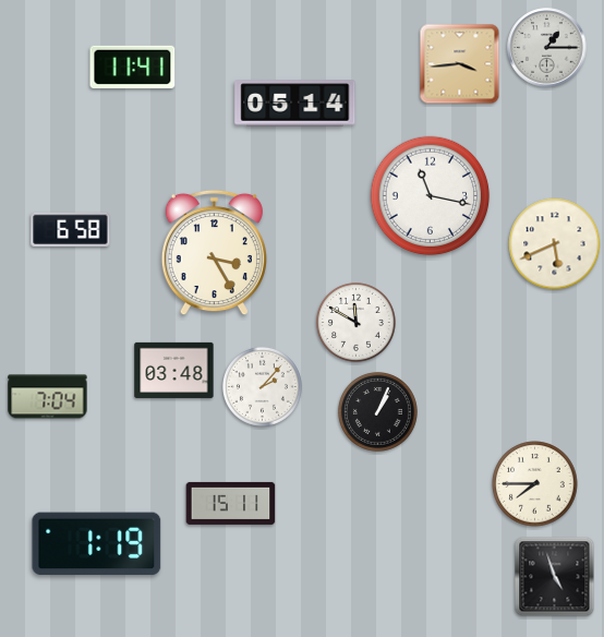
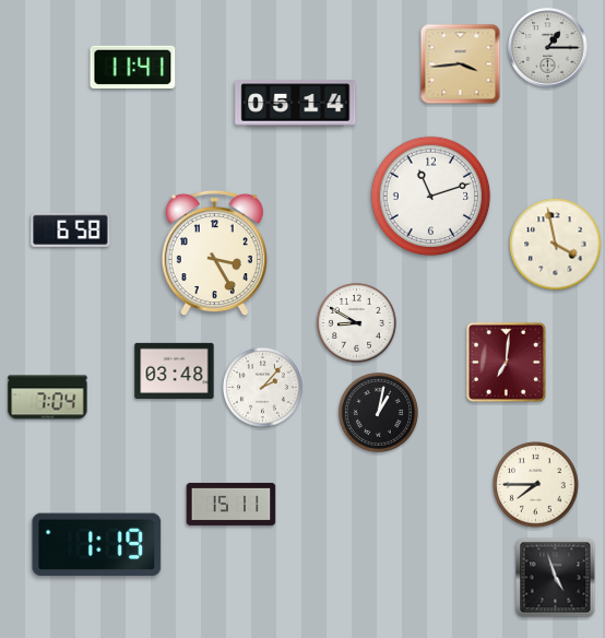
clock at (431, 196): 11:17 -> 11:12
clock at (555, 244): 5:41 -> 3:58
clock at (355, 322): 11:50 -> 8:50
clock at (506, 362): none -> 7:01
clock at (377, 411): 1:04 -> 1:02
